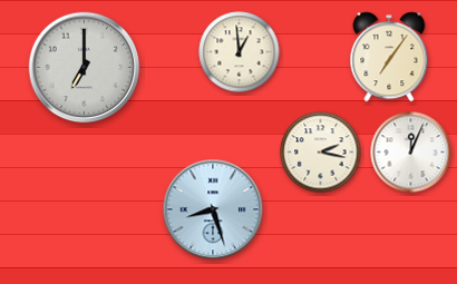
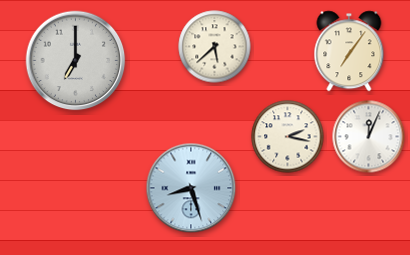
clock at (240, 52): 12:59 -> 5:38
